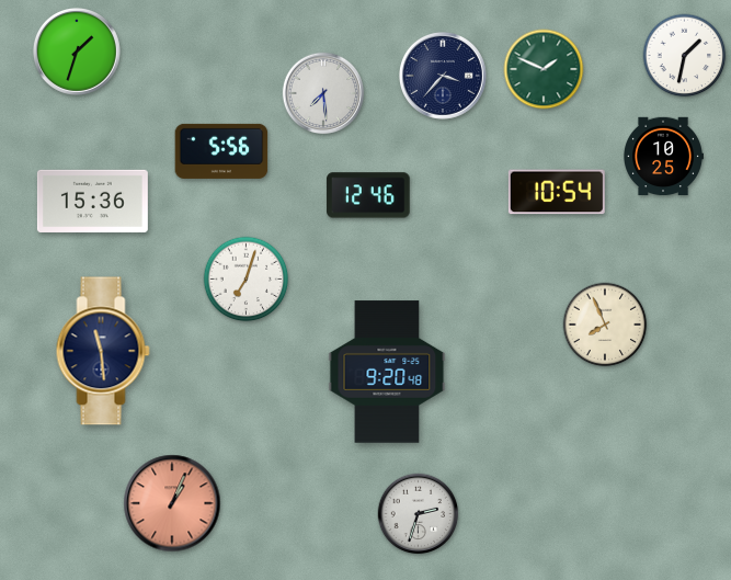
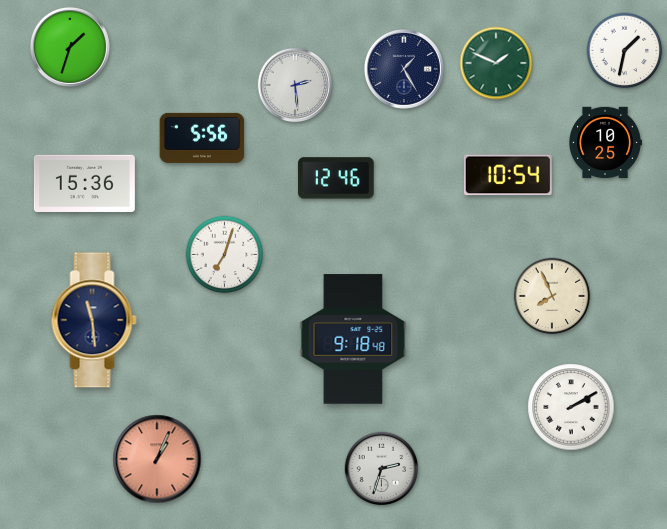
clock at (443, 76): 3:37 -> 1:25
clock at (323, 93): 7:29 -> 2:29
clock at (387, 372): 9:20 -> 9:18
clock at (571, 407): none -> 2:10
